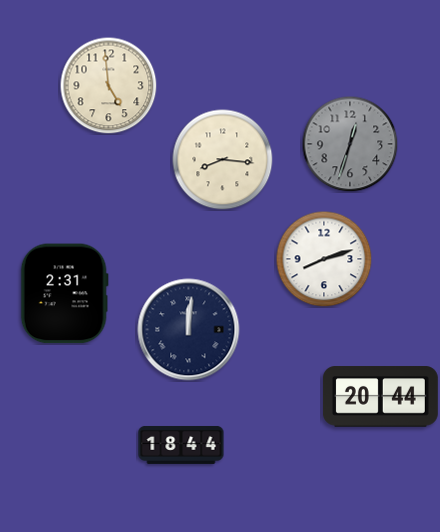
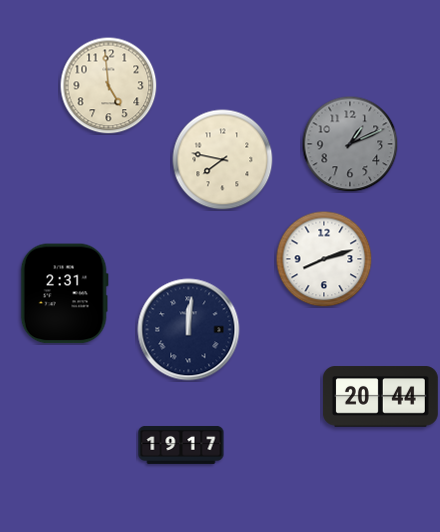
clock at (350, 144): 12:33 -> 1:11
clock at (223, 160): 8:16 -> 7:47
clock at (181, 445): 18:44 -> 19:17
